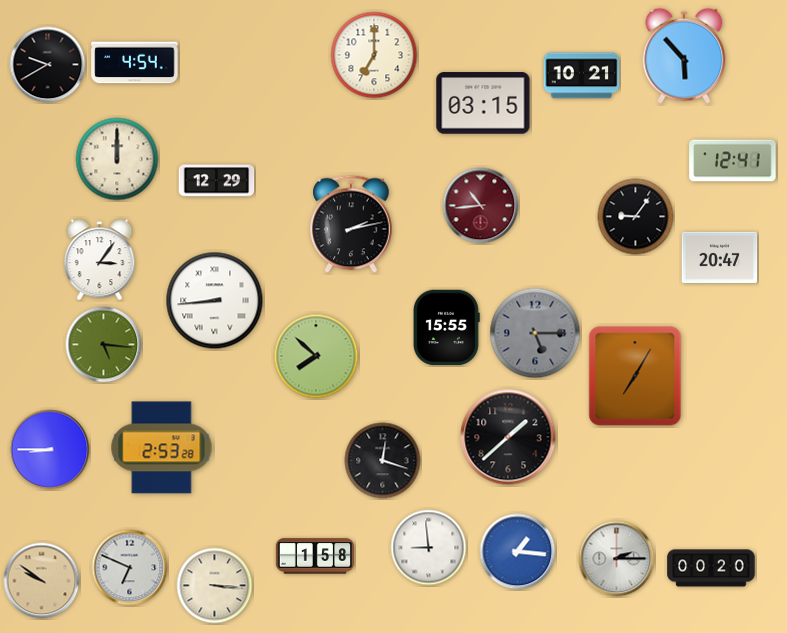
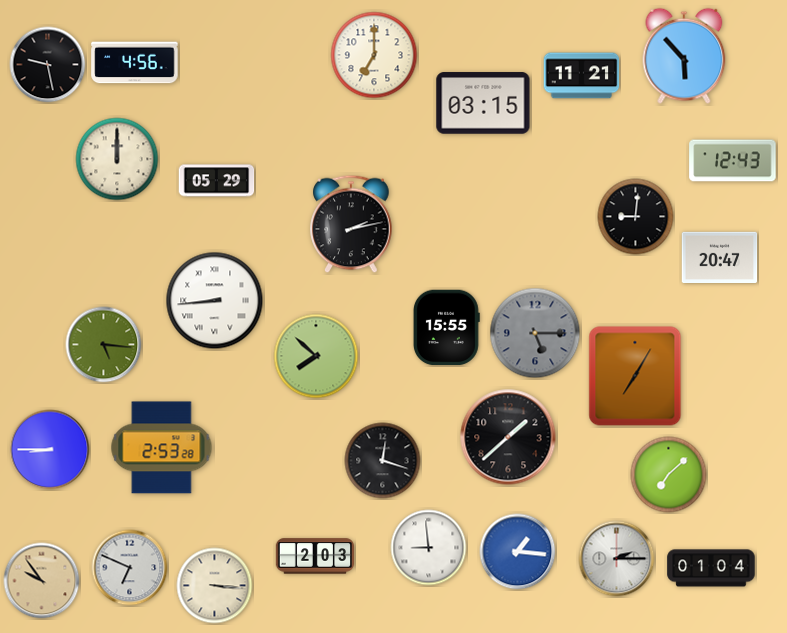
clock at (135, 63): 4:54 -> 4:56
clock at (48, 65): 9:40 -> 9:28
clock at (582, 76): 10:21 -> 11:21
clock at (733, 161): 12:41 -> 12:43
clock at (217, 181): 12:29 -> 05:29
clock at (481, 206): 10:44 -> none
clock at (636, 217): 9:06 -> 9:01
clock at (100, 260): 3:06 -> none
clock at (669, 475): none -> 7:08
clock at (314, 556): 1:58 -> 2:03
clock at (711, 568): 00:20 -> 01:04
clock at (42, 581): 9:51 -> 9:54
